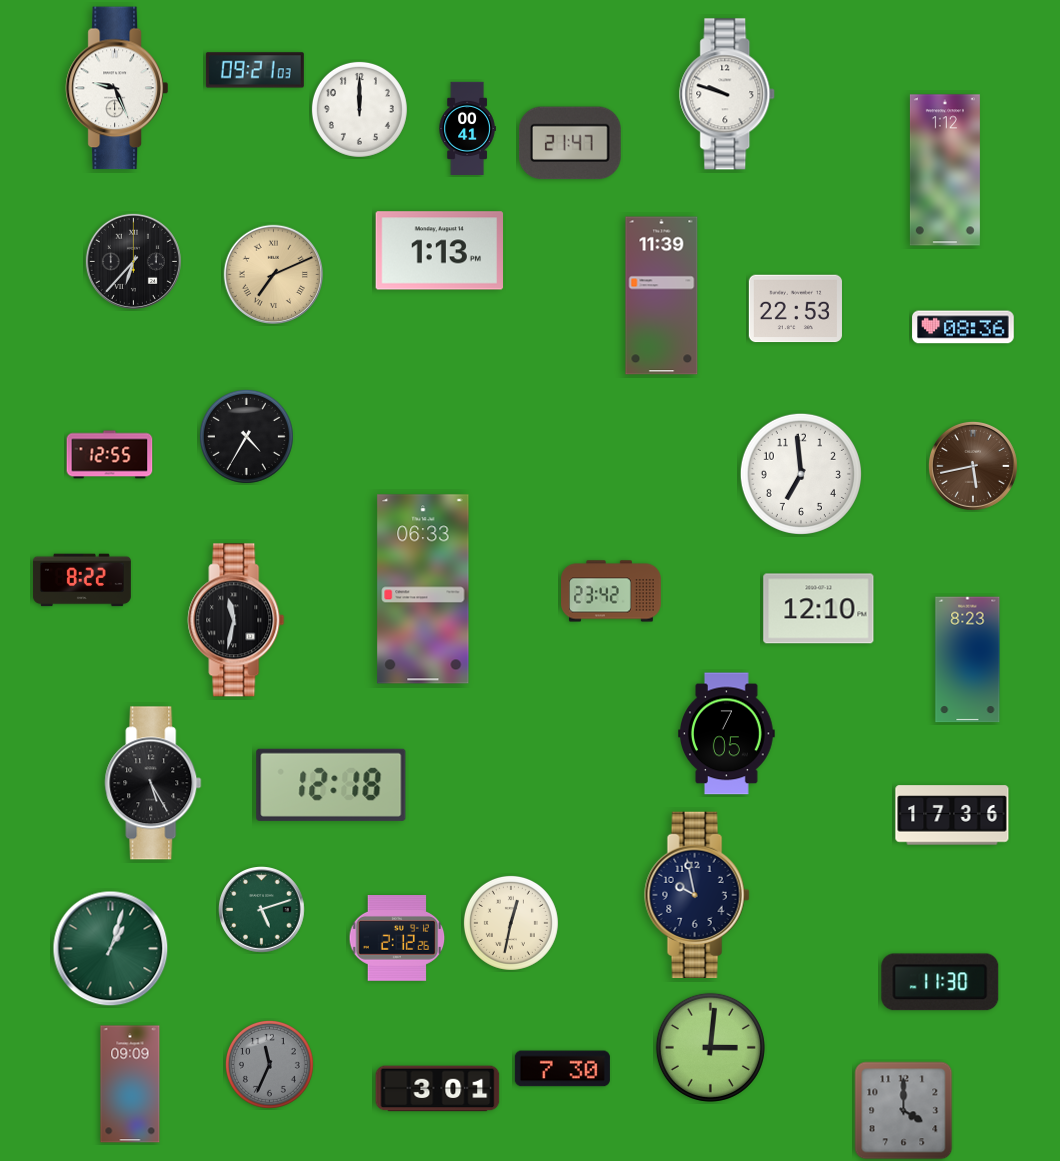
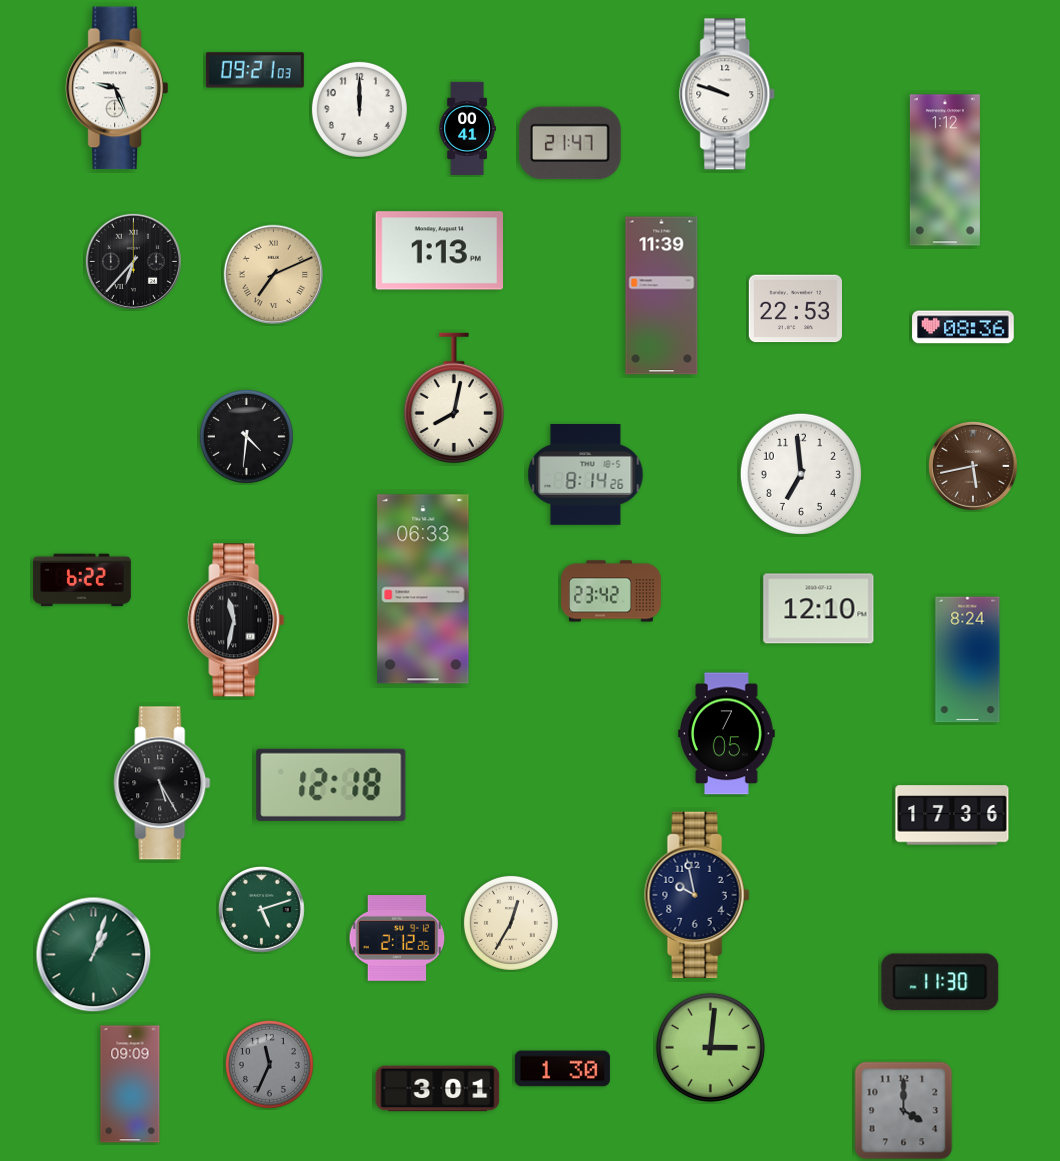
clock at (454, 398): none -> 8:02
clock at (246, 436): 4:35 -> 4:31
clock at (110, 455): 12:55 -> none
clock at (586, 475): none -> 8:14
clock at (82, 580): 8:22 -> 6:22
clock at (968, 660): 8:23 -> 8:24
clock at (153, 783) position: (153, 783) -> (162, 783)
clock at (511, 923): 12:32 -> 12:35
clock at (111, 949) position: (111, 949) -> (94, 955)
clock at (562, 1069): 7:30 -> 1:30
